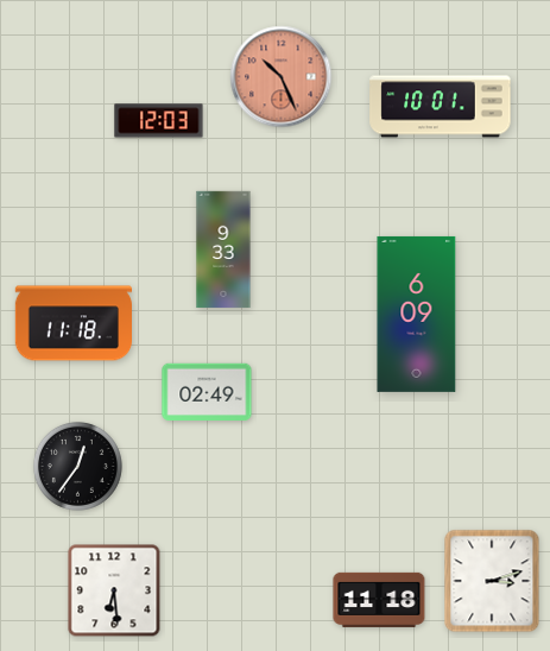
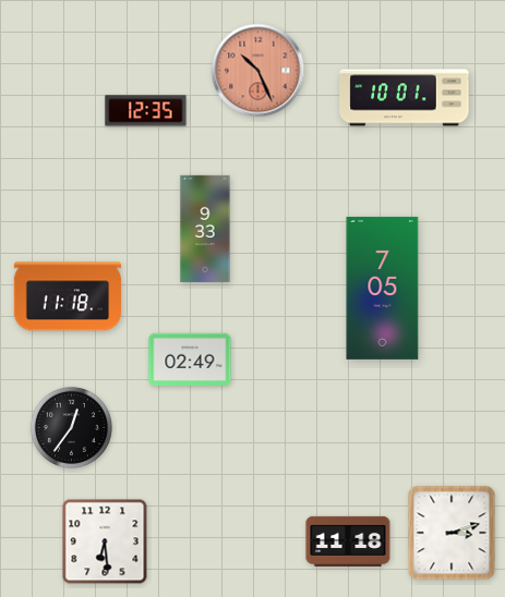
clock at (159, 121): 12:03 -> 12:35
clock at (417, 314): 6:09 -> 7:05
clock at (379, 600) position: (379, 600) -> (348, 541)
